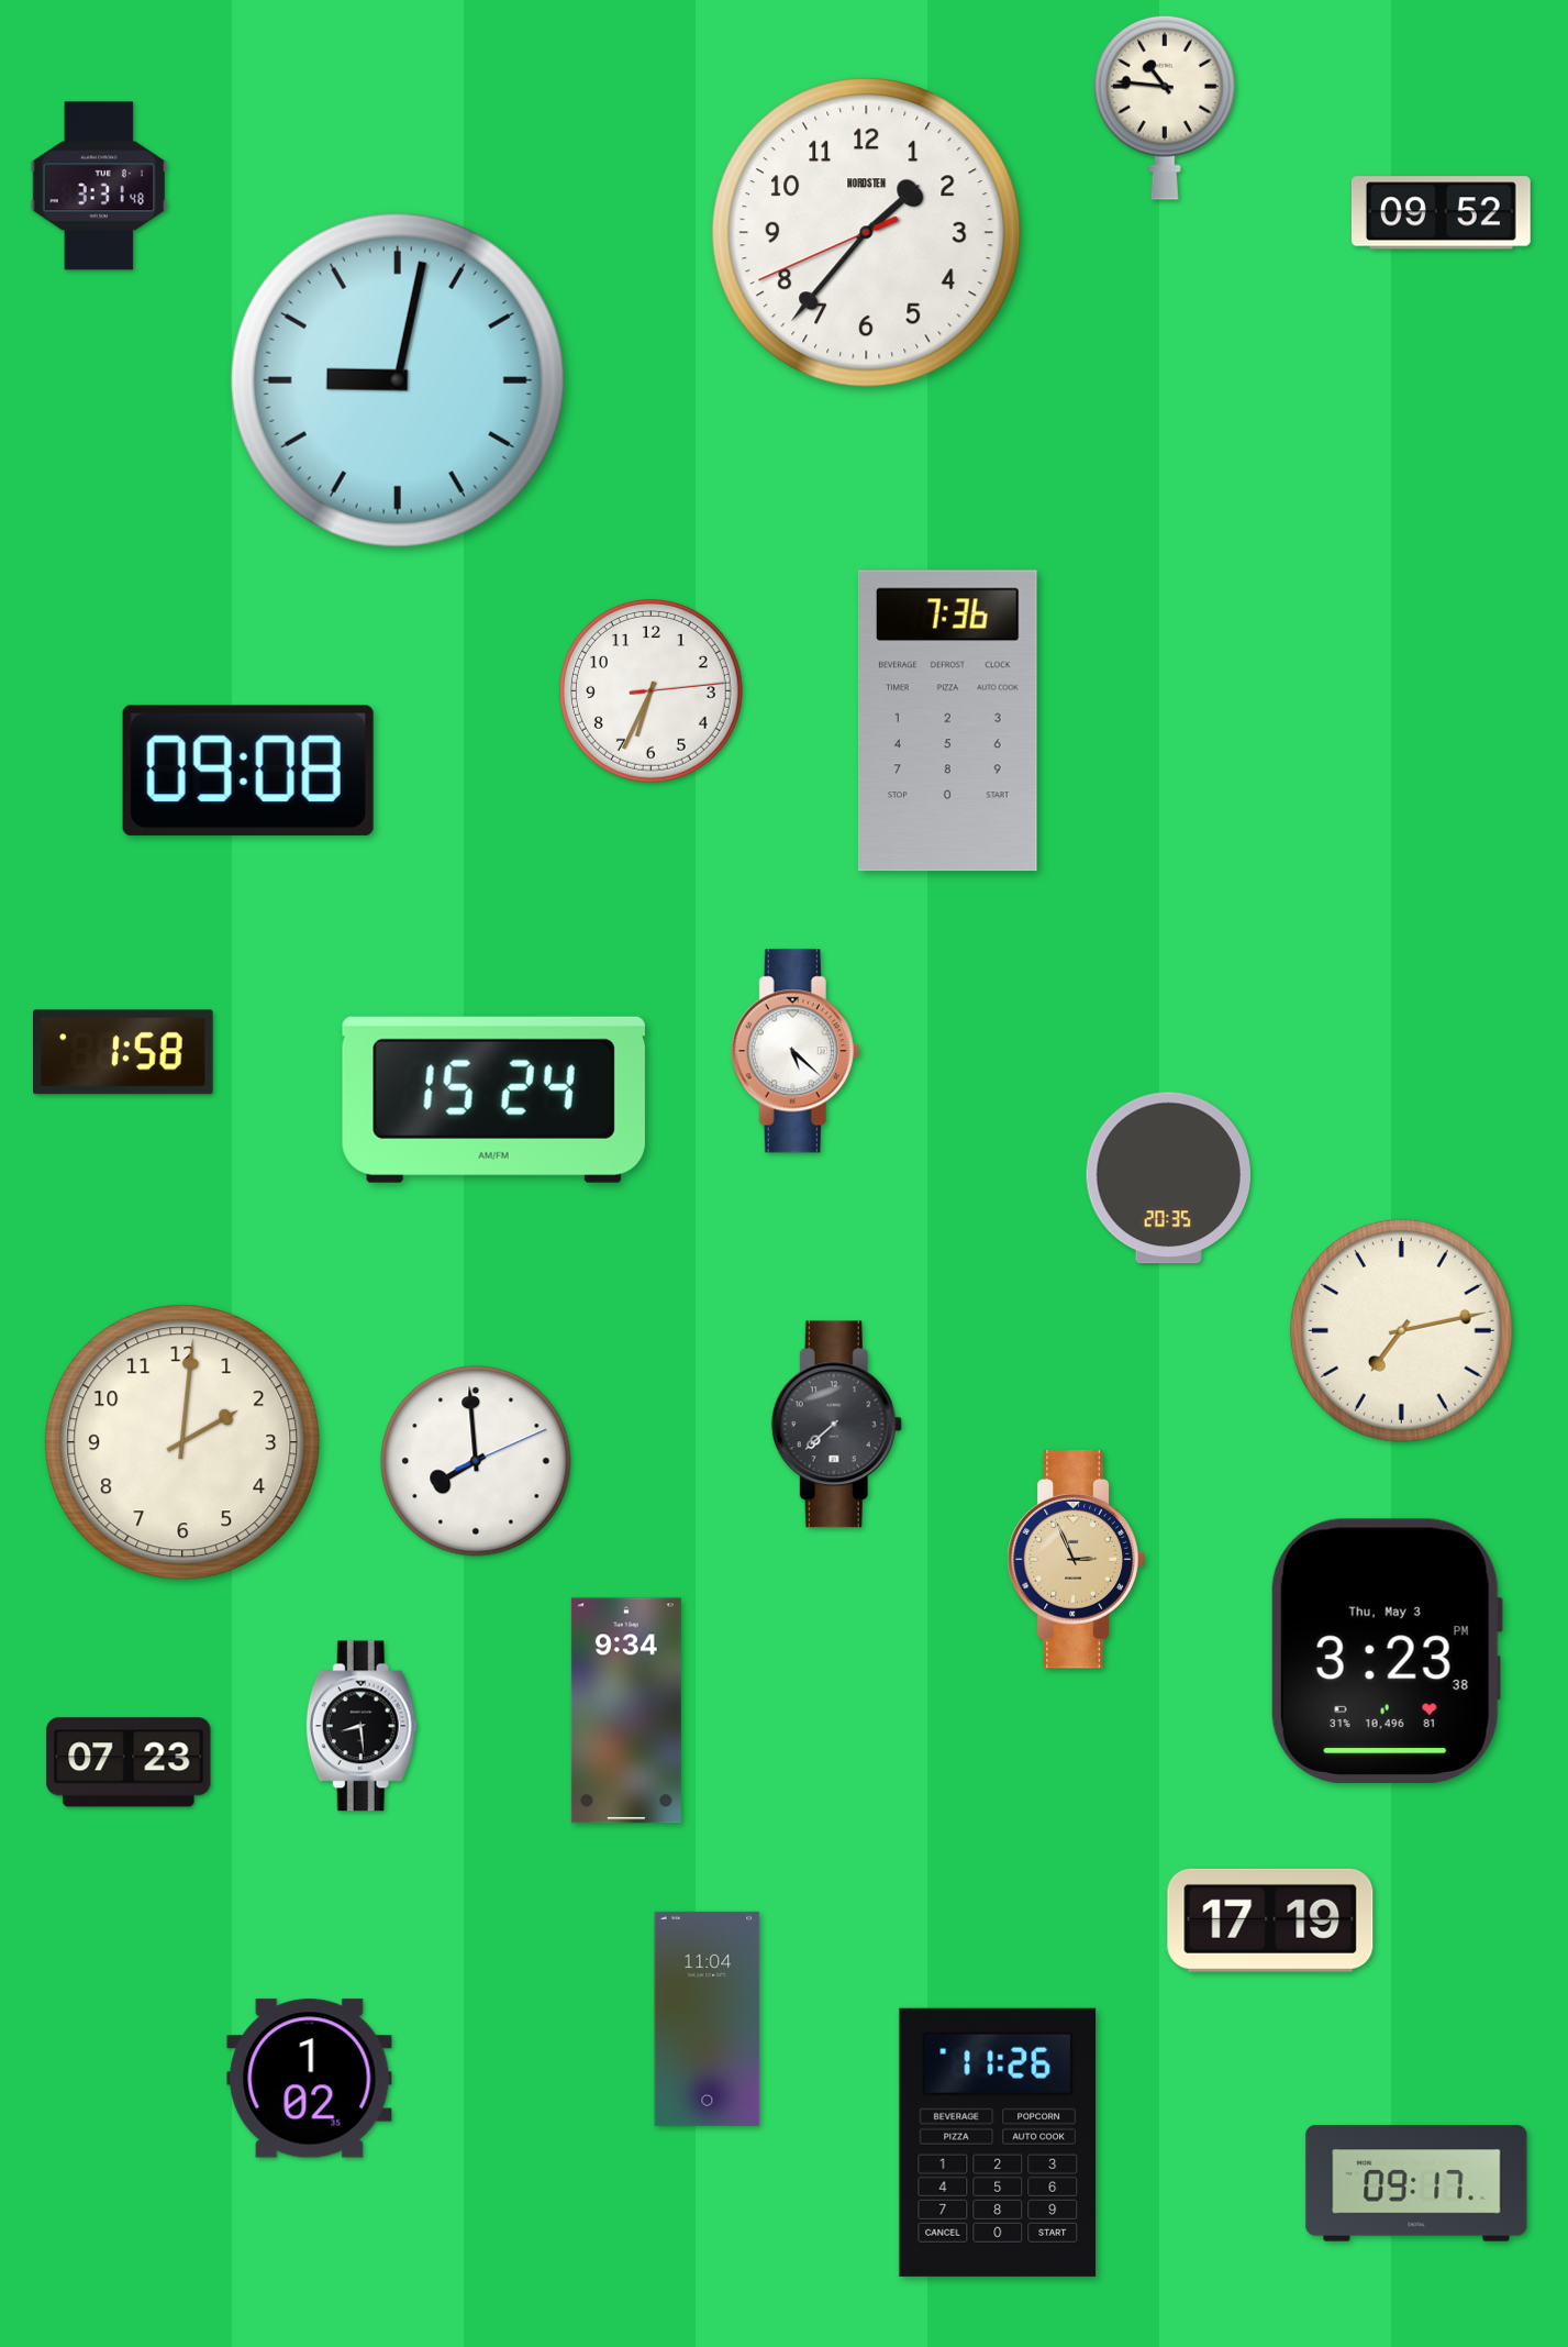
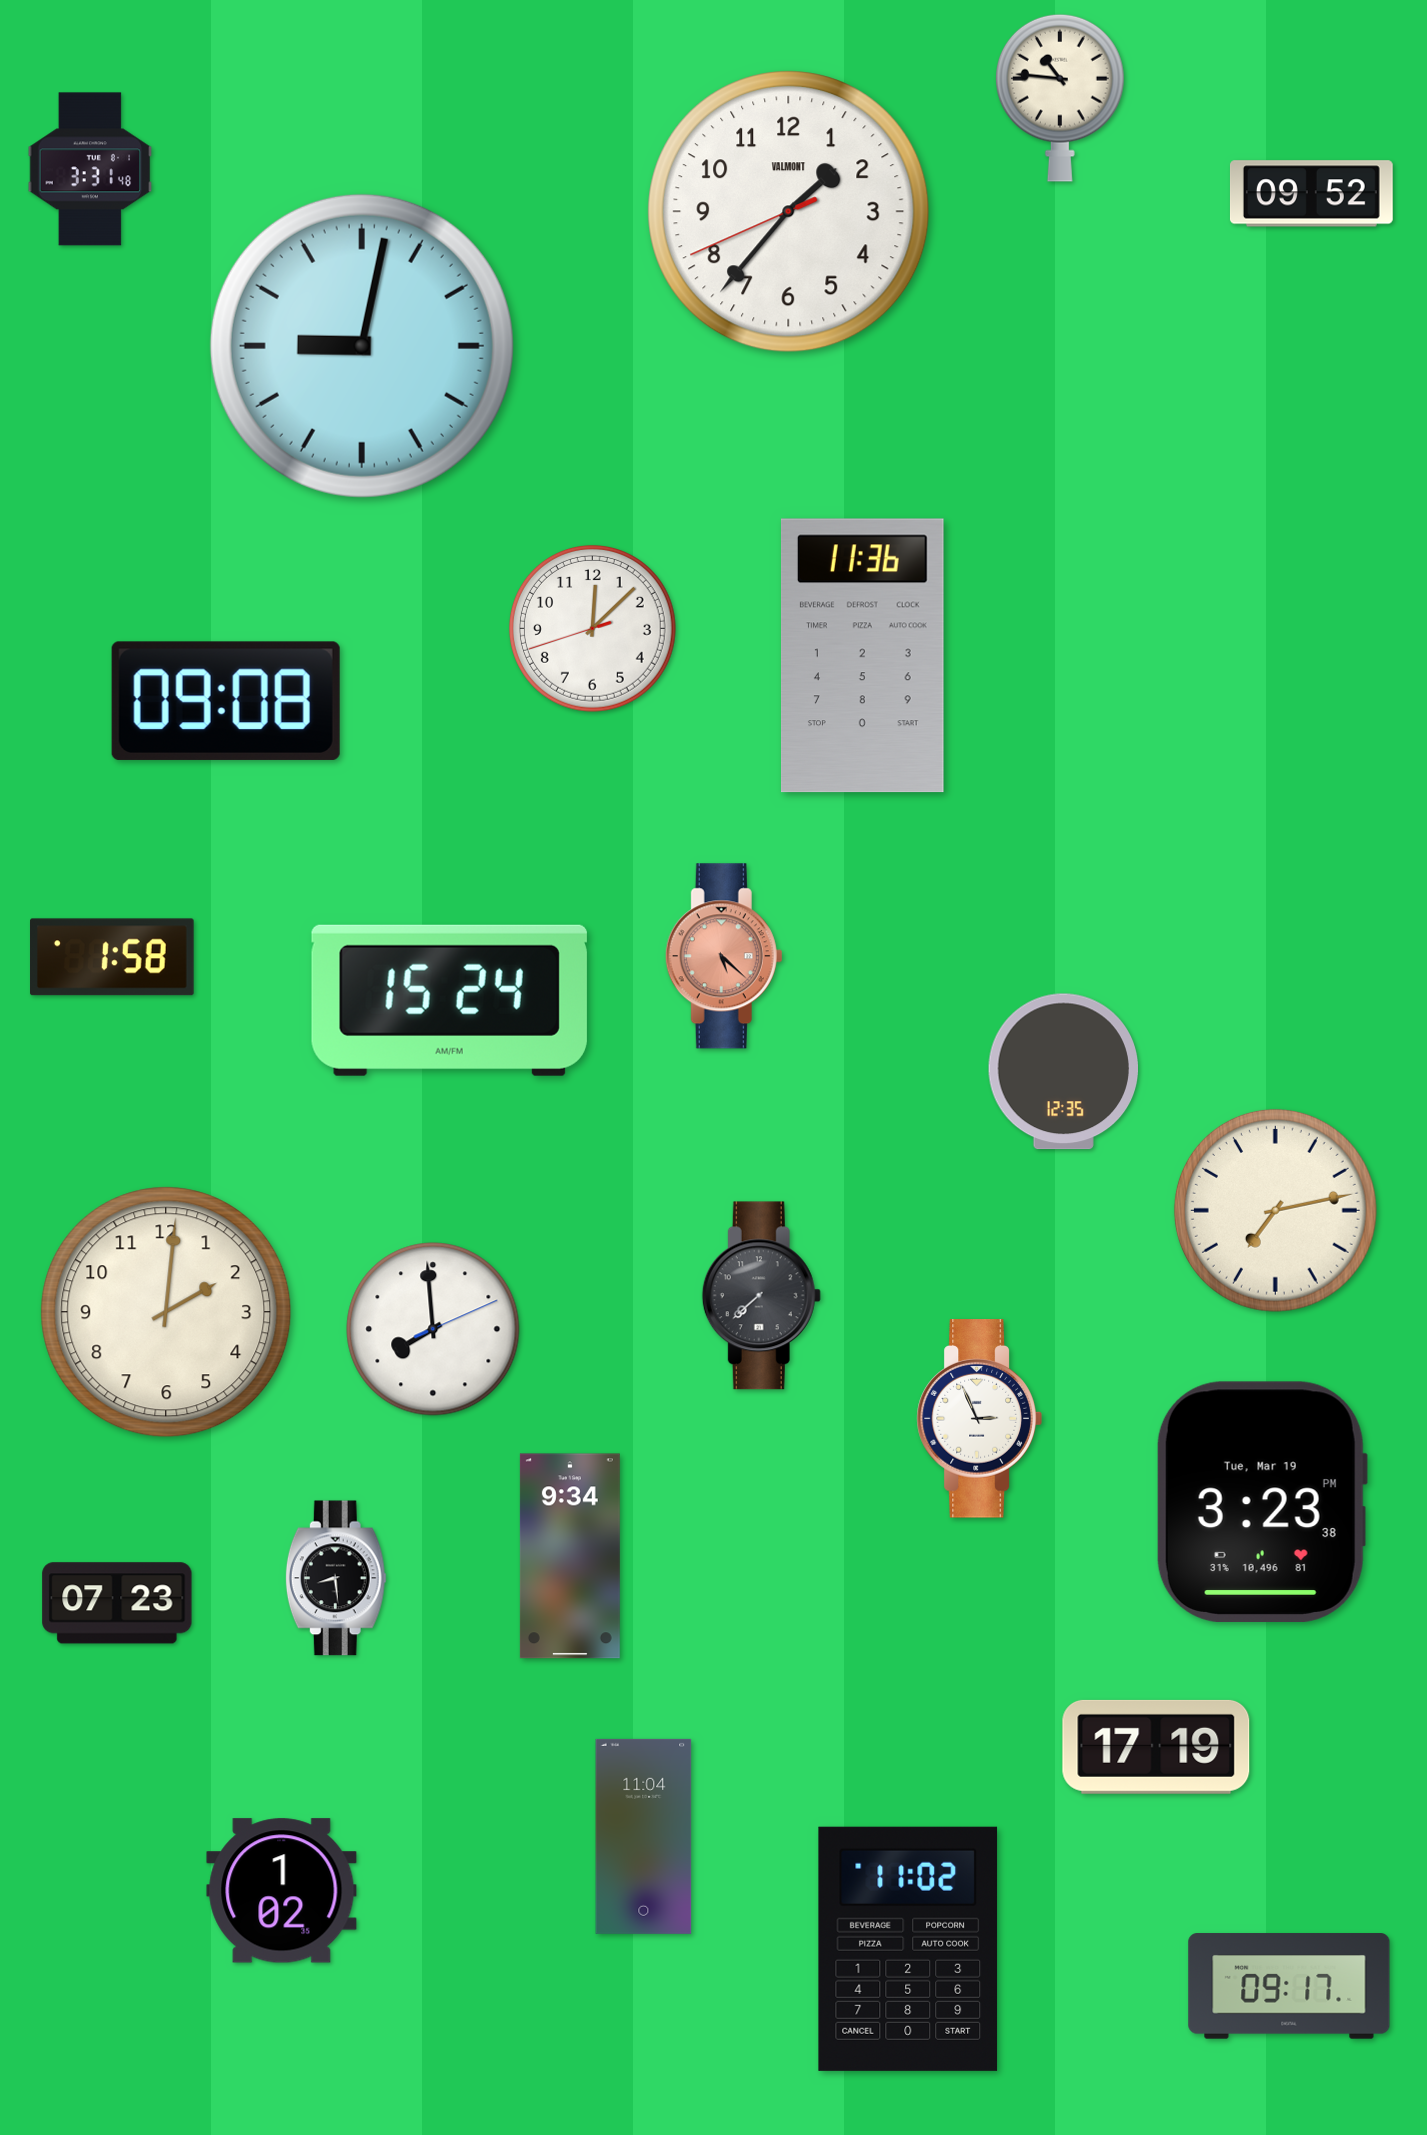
clock at (867, 233) brand: NORDSTEN -> VALMONT
clock at (650, 690): 6:34 -> 12:07
clock at (947, 721): 7:36 -> 11:36
clock at (796, 1051) dial: white -> salmon
clock at (1168, 1178): 20:35 -> 12:35
clock at (1076, 1560) dial: champagne -> white
clock at (1387, 1651) date: Thu, May 3 -> Tue, Mar 19
clock at (362, 1726) position: (362, 1726) -> (336, 1578)
clock at (998, 2143): 11:26 -> 11:02
